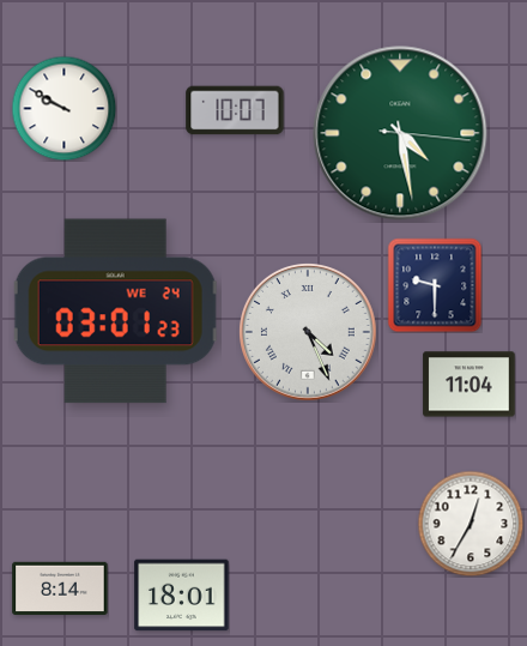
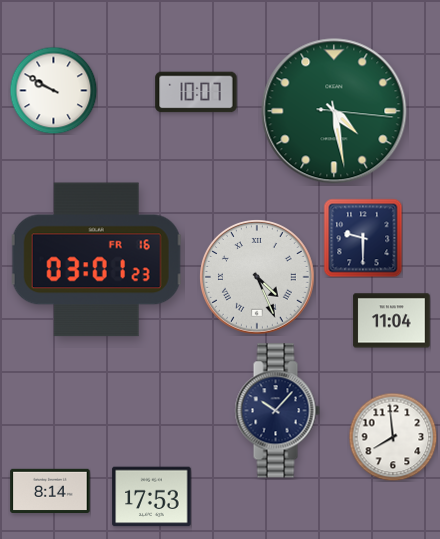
clock at (116, 312) date: WE 24 -> FR 16
clock at (277, 411): none -> 10:07
clock at (471, 524): 12:35 -> 7:59
clock at (182, 596): 18:01 -> 17:53
